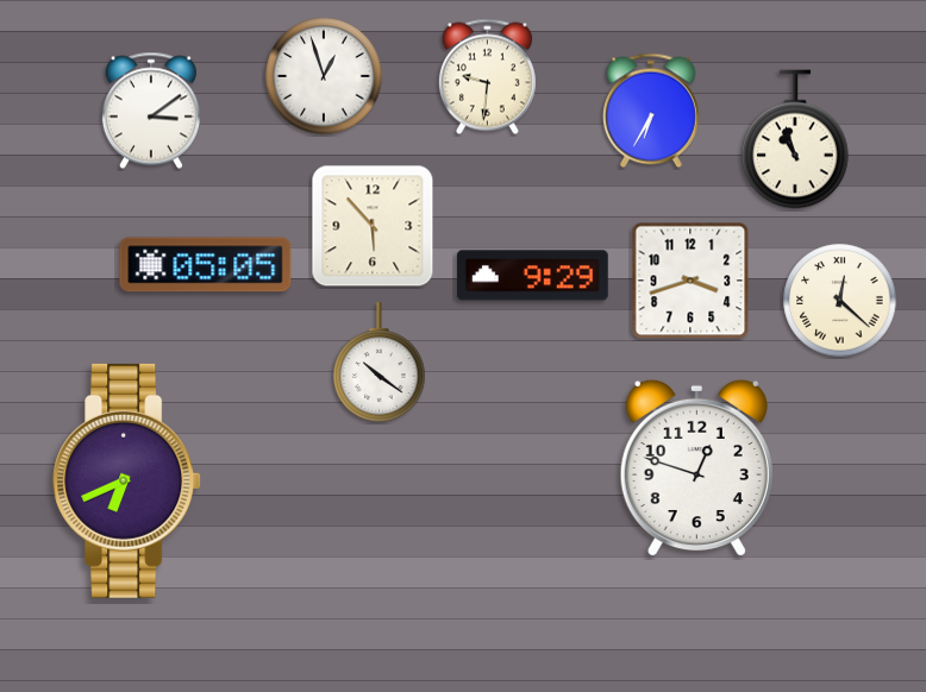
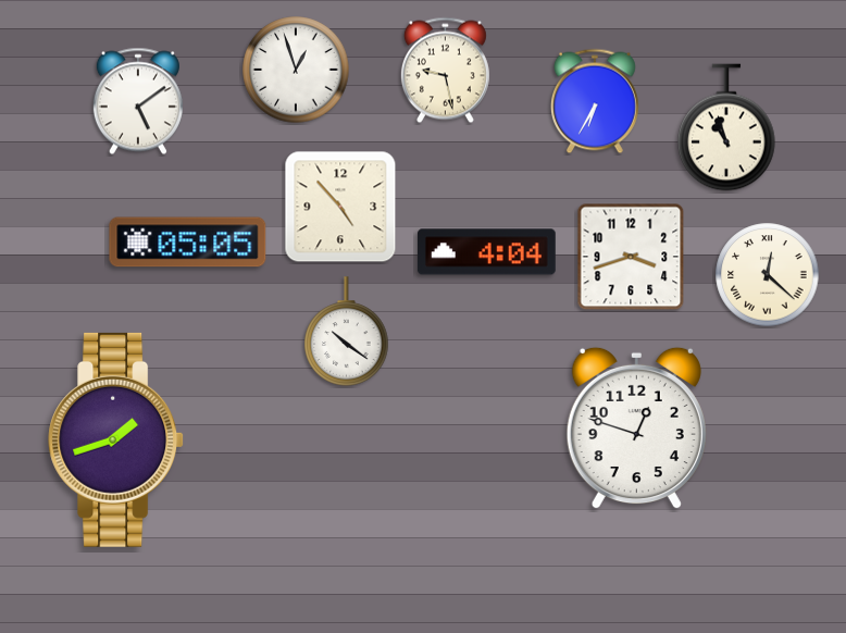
clock at (487, 77): 9:31 -> 9:28
clock at (151, 111): 3:09 -> 5:09
clock at (373, 226): 5:53 -> 4:53
clock at (532, 276): 9:29 -> 4:04
clock at (127, 480): 6:41 -> 1:42
